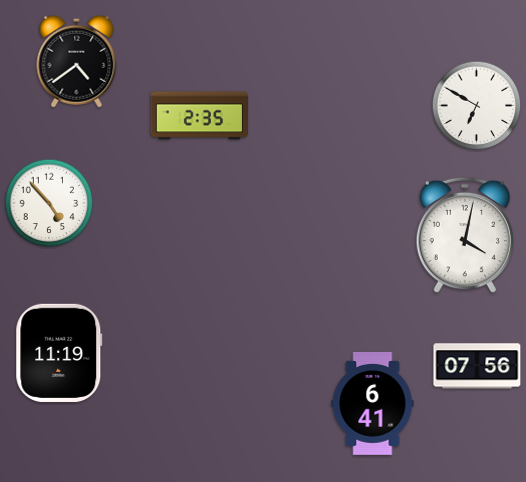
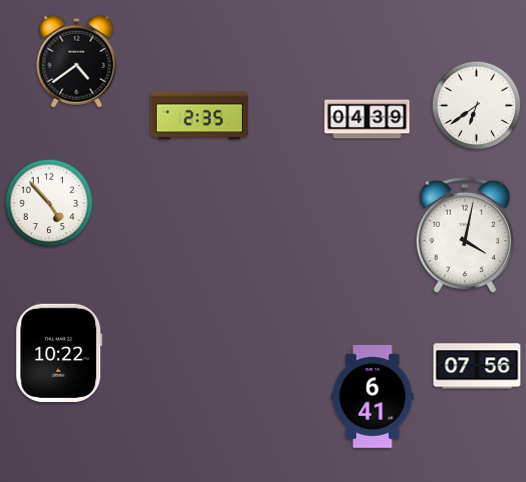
clock at (477, 106): 6:50 -> 6:39
clock at (367, 119): none -> 04:39
clock at (59, 353): 11:19 -> 10:22
clock at (373, 403) position: (373, 403) -> (373, 396)
